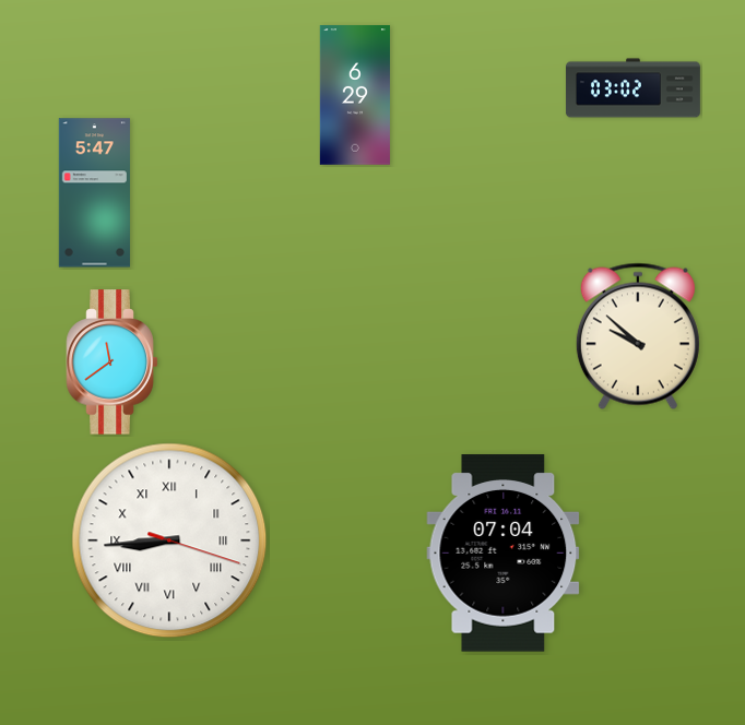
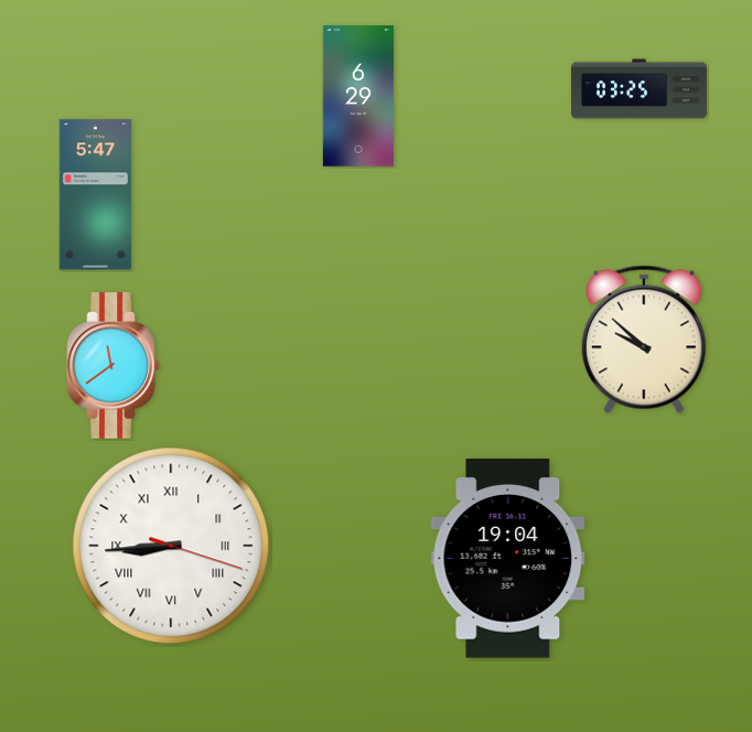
clock at (632, 88): 03:02 -> 03:25
clock at (504, 554): 07:04 -> 19:04
